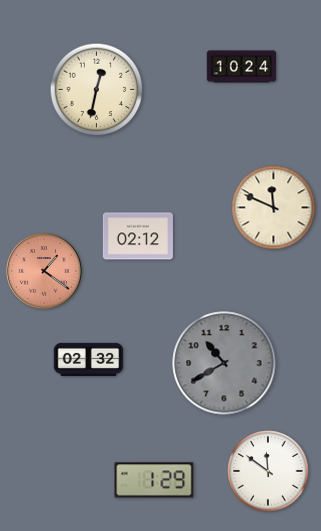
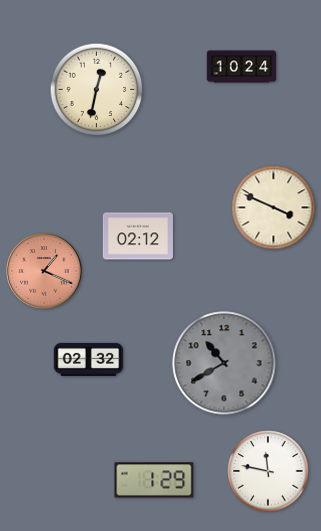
clock at (274, 208): 11:49 -> 3:49
clock at (44, 271): 1:21 -> 1:19
clock at (268, 471): 11:51 -> 11:47
